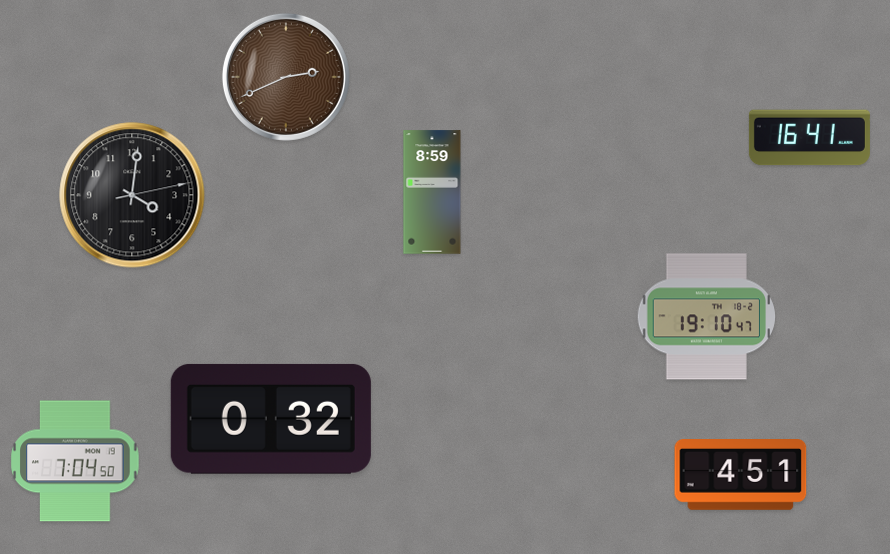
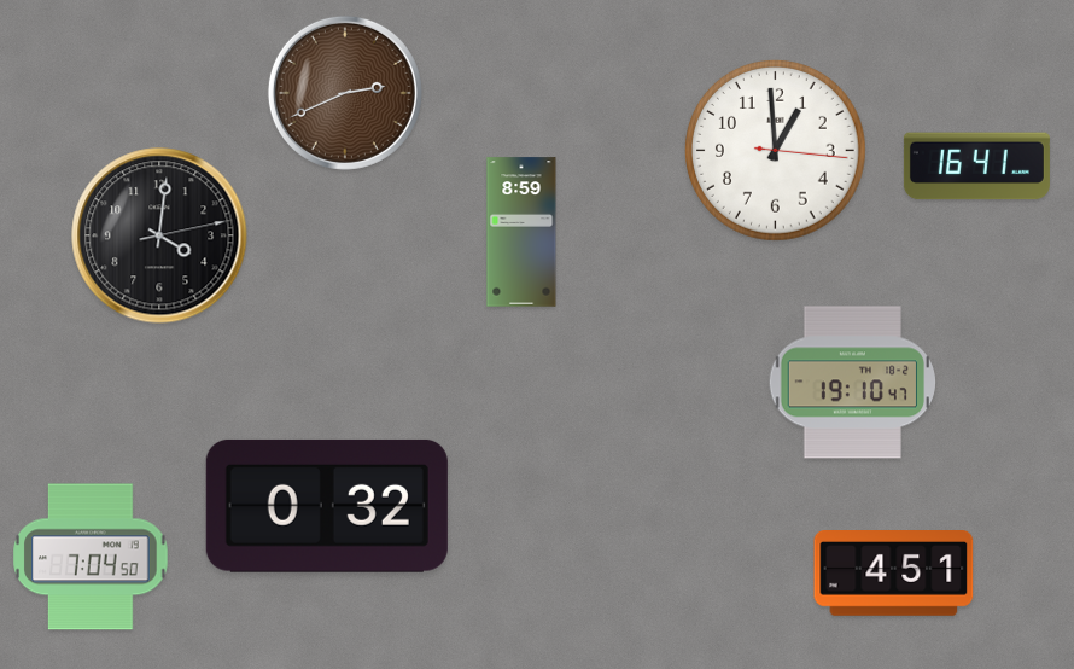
clock at (775, 150): none -> 12:59
